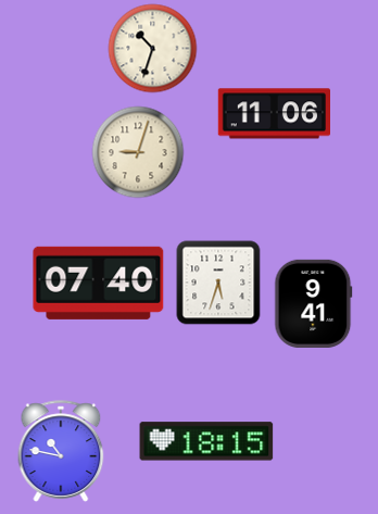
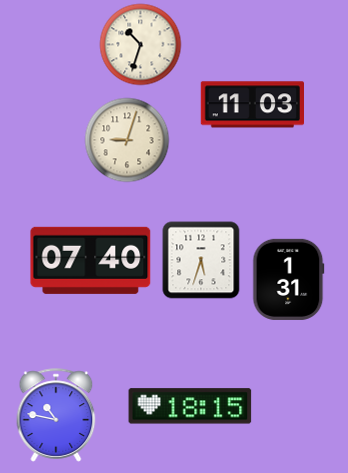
clock at (274, 114): 11:06 -> 11:03
clock at (314, 303): 9:41 -> 1:31
